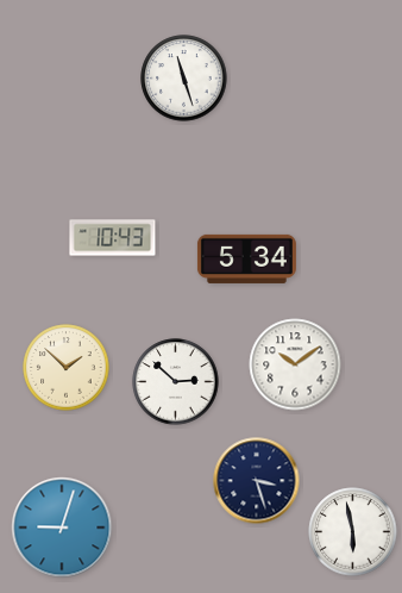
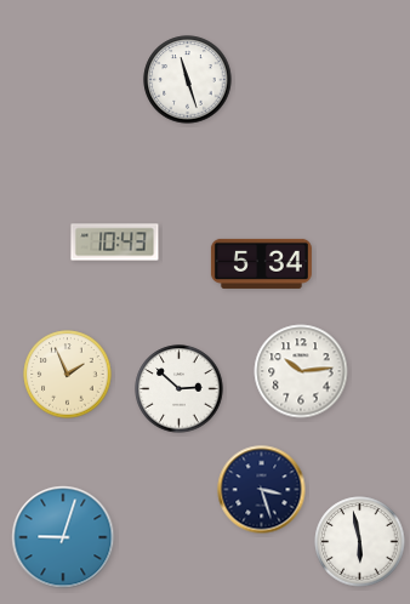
clock at (246, 258) position: (246, 258) -> (261, 263)
clock at (295, 364): 10:09 -> 10:14
clock at (67, 368): 1:52 -> 1:56
